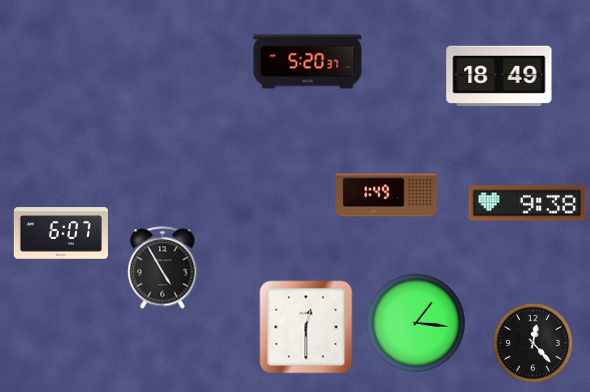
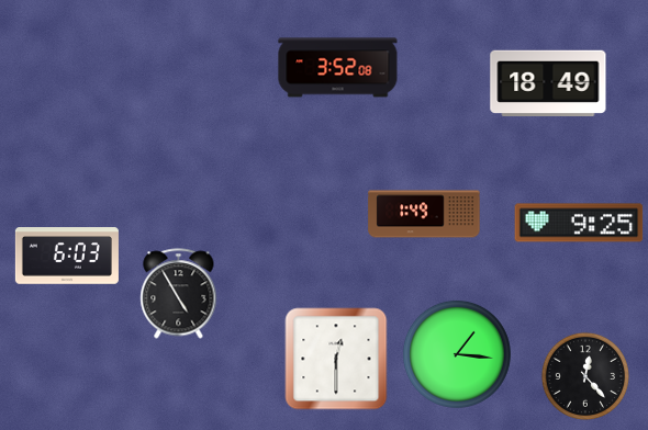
clock at (308, 62): 5:20 -> 3:52
clock at (527, 203): 9:38 -> 9:25
clock at (61, 233): 6:07 -> 6:03
